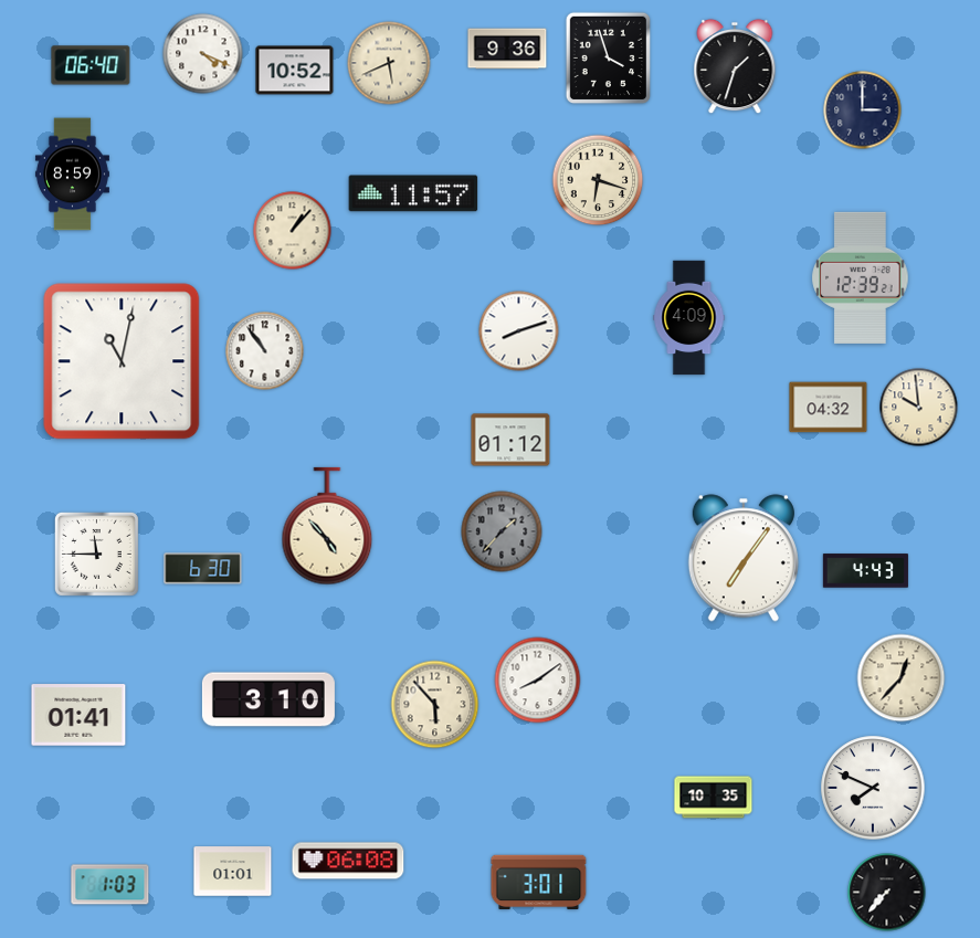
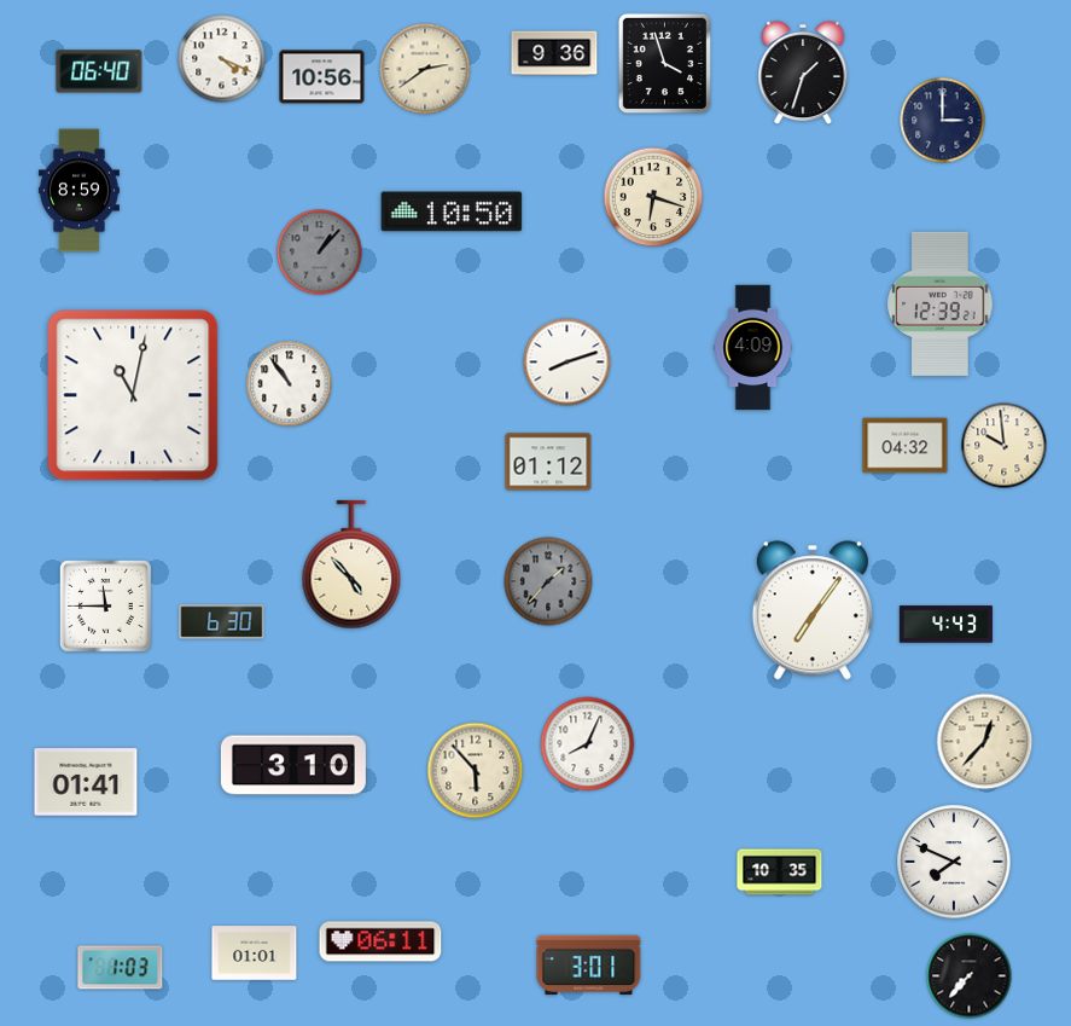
clock at (389, 63): 5:41 -> 2:39
clock at (295, 71): 10:52 -> 10:56
clock at (413, 193): 11:57 -> 10:50
clock at (293, 231) dial: cream -> grey
clock at (510, 440) position: (510, 440) -> (548, 462)
clock at (327, 526) position: (327, 526) -> (351, 564)
clock at (538, 681): 8:09 -> 8:04
clock at (348, 861): 06:08 -> 06:11
